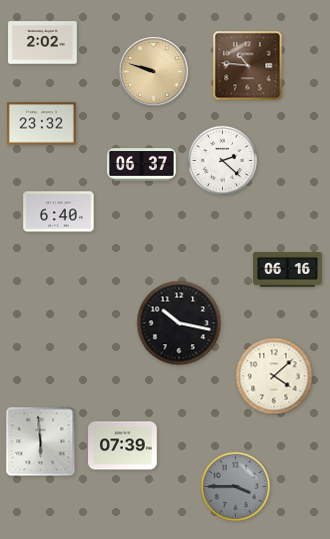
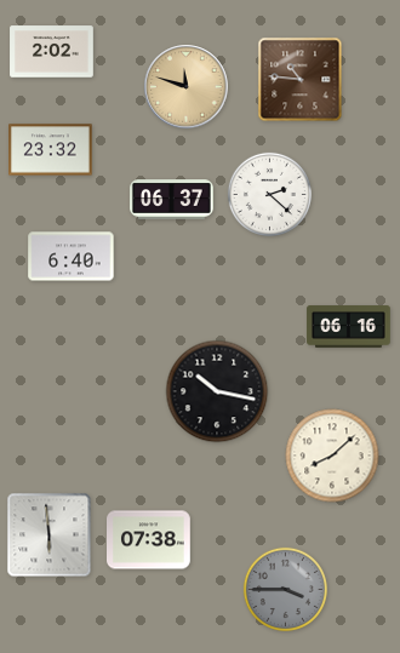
clock at (154, 72): 9:48 -> 11:48
clock at (274, 376): 4:08 -> 8:08
clock at (123, 446): 07:39 -> 07:38
